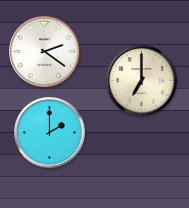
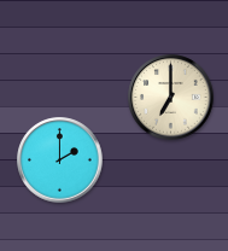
clock at (45, 52): 2:21 -> none
